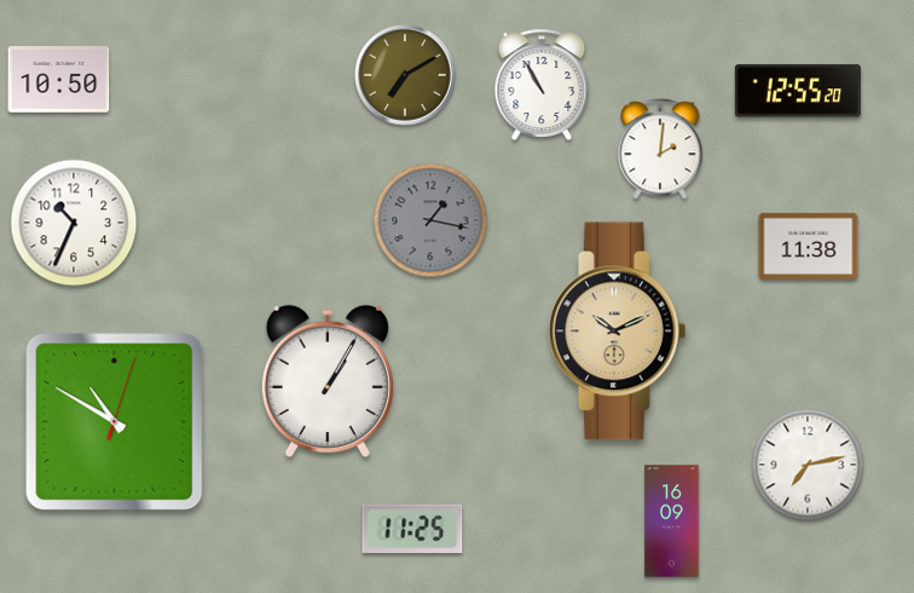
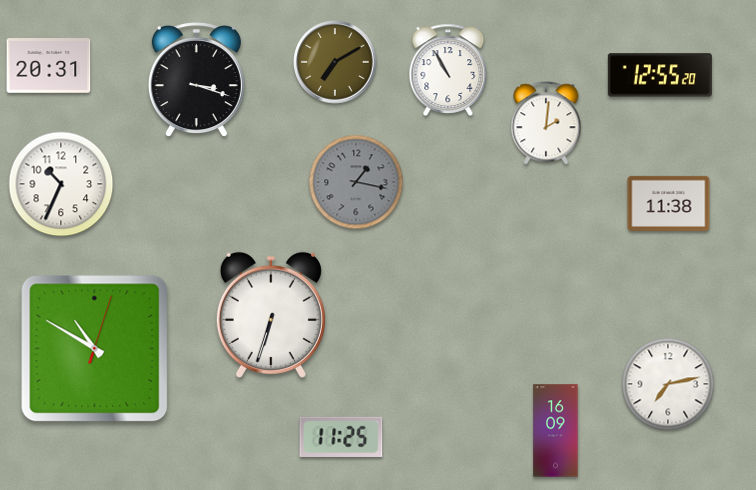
clock at (59, 80): 10:50 -> 20:31
clock at (196, 80): none -> 3:18
clock at (617, 332): 10:11 -> none
clock at (328, 381): 1:05 -> 6:33
